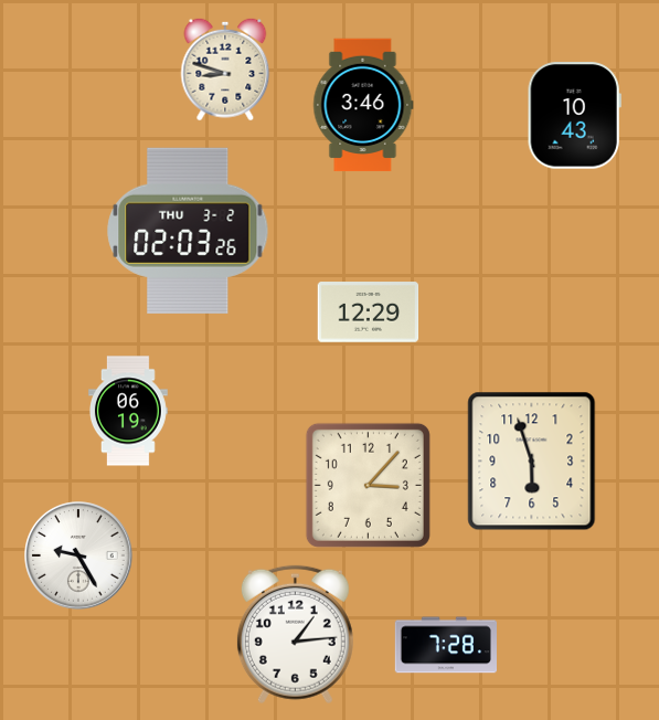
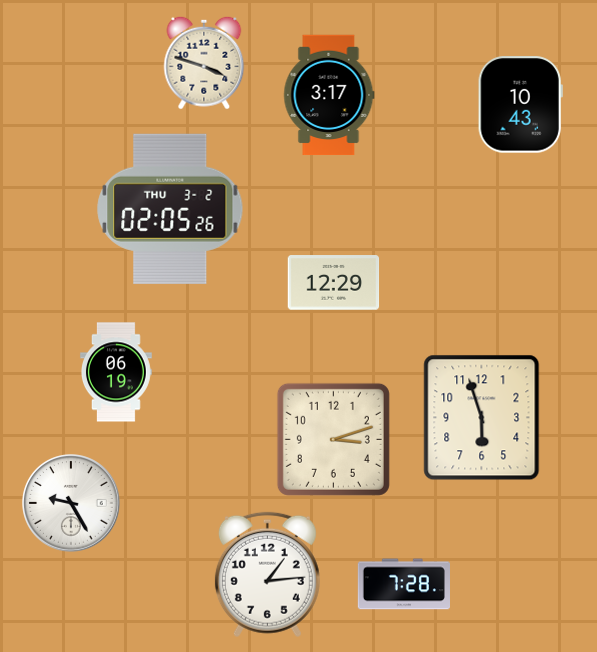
clock at (225, 70): 8:48 -> 3:48
clock at (363, 105): 3:46 -> 3:17
clock at (188, 231): 02:03 -> 02:05
clock at (368, 485): 3:07 -> 3:12
